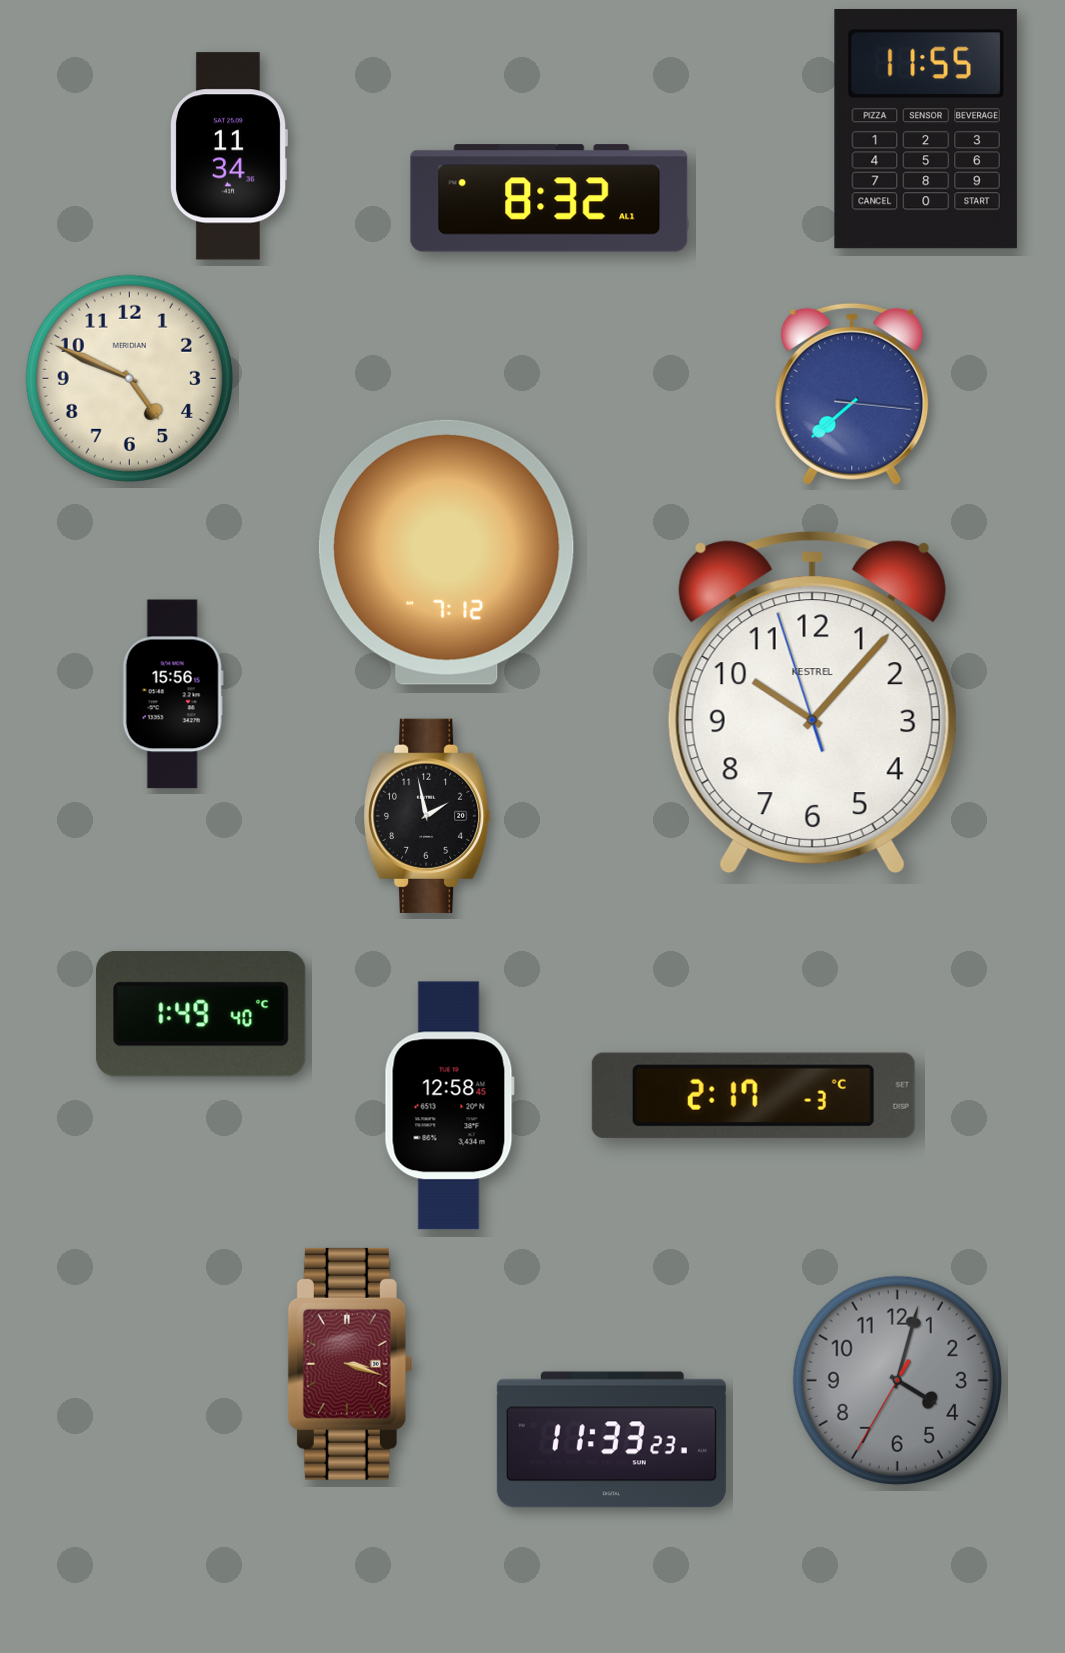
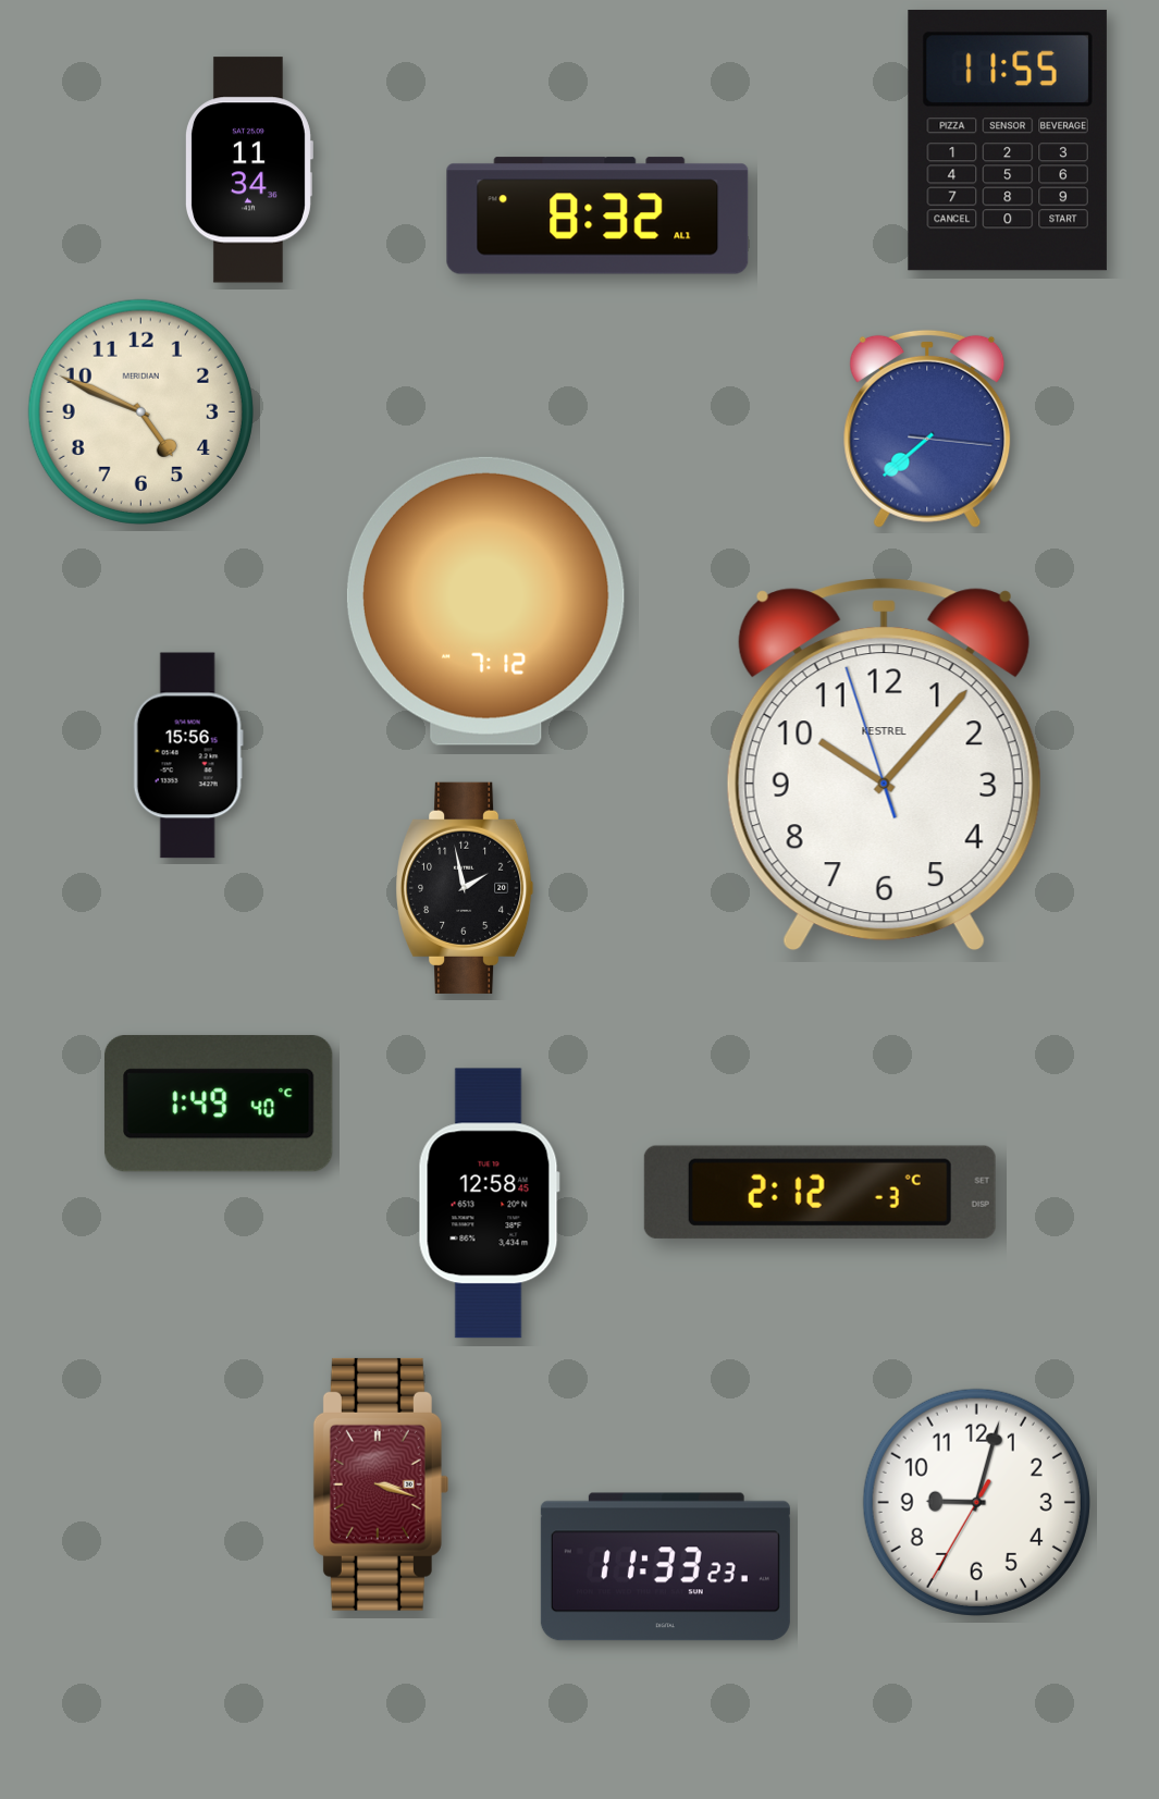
clock at (753, 1095): 2:17 -> 2:12
clock at (897, 1380): 4:02 -> 9:02
clock at (897, 1380) dial: grey -> white
